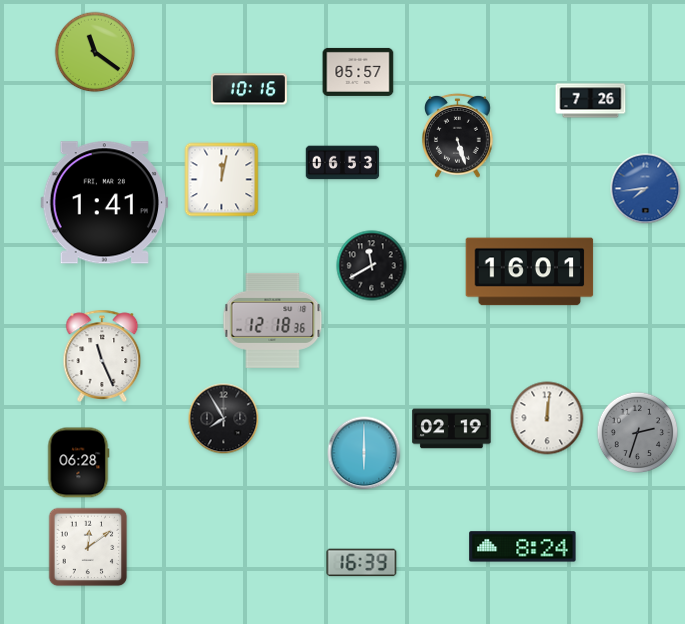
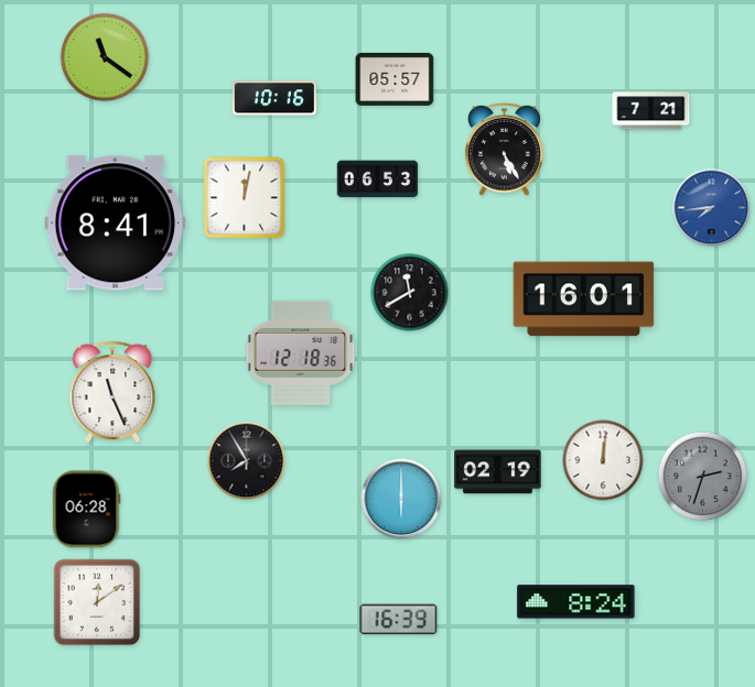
clock at (591, 101): 7:26 -> 7:21
clock at (458, 135): 5:27 -> 5:25
clock at (105, 203): 1:41 -> 8:41
